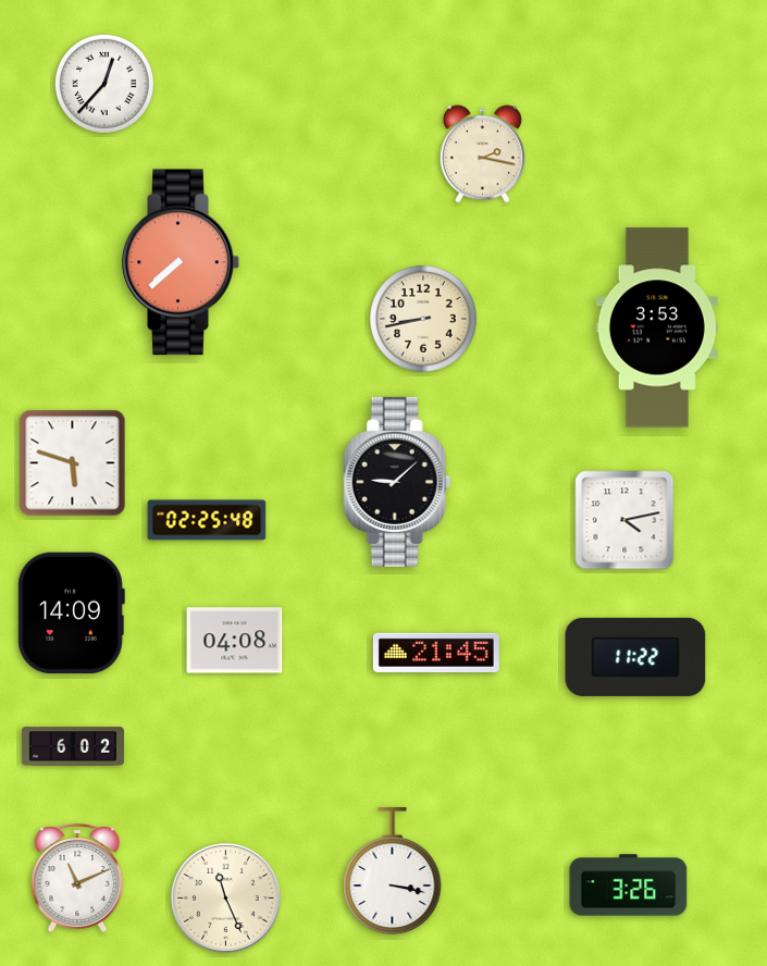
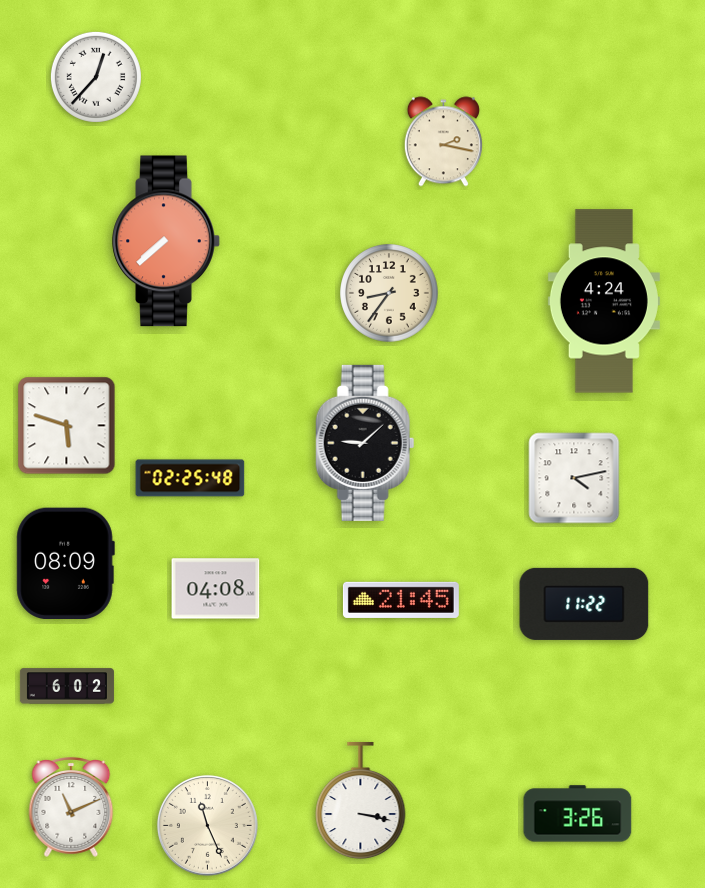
clock at (423, 319): 8:43 -> 8:36
clock at (657, 327): 3:53 -> 4:24
clock at (71, 612): 14:09 -> 08:09
